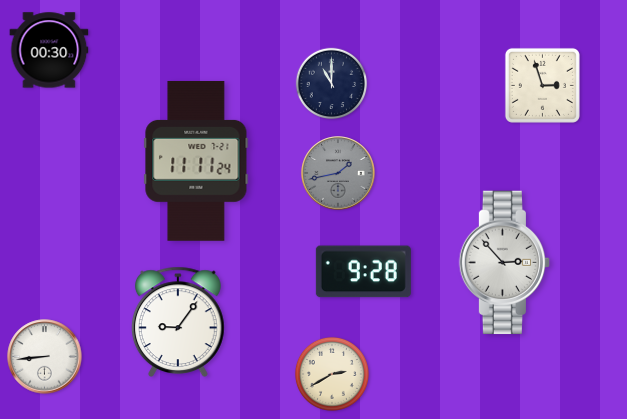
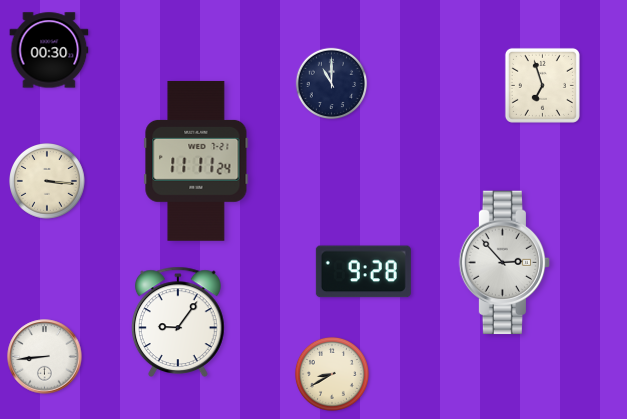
clock at (542, 85): 2:57 -> 6:57
clock at (338, 173): 1:43 -> none
clock at (48, 182): none -> 3:16
clock at (332, 374): 2:40 -> 8:40
